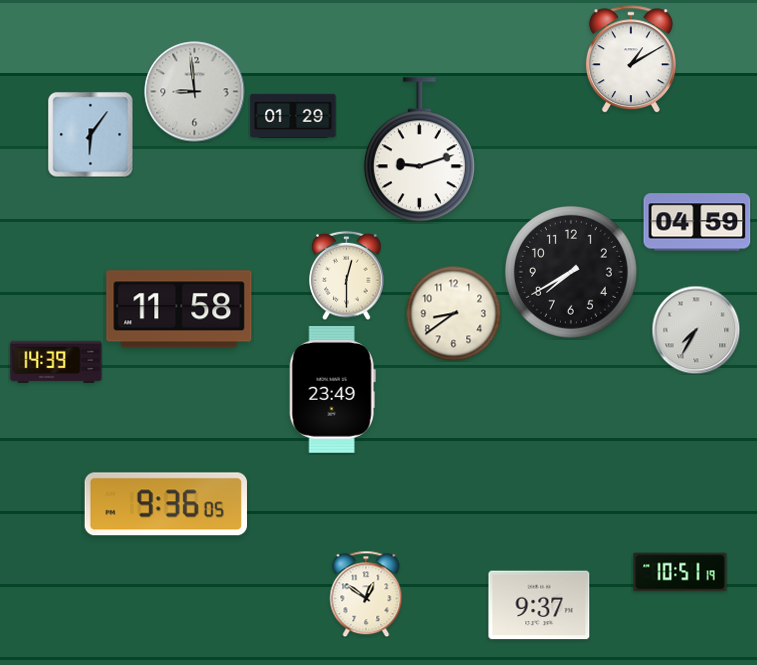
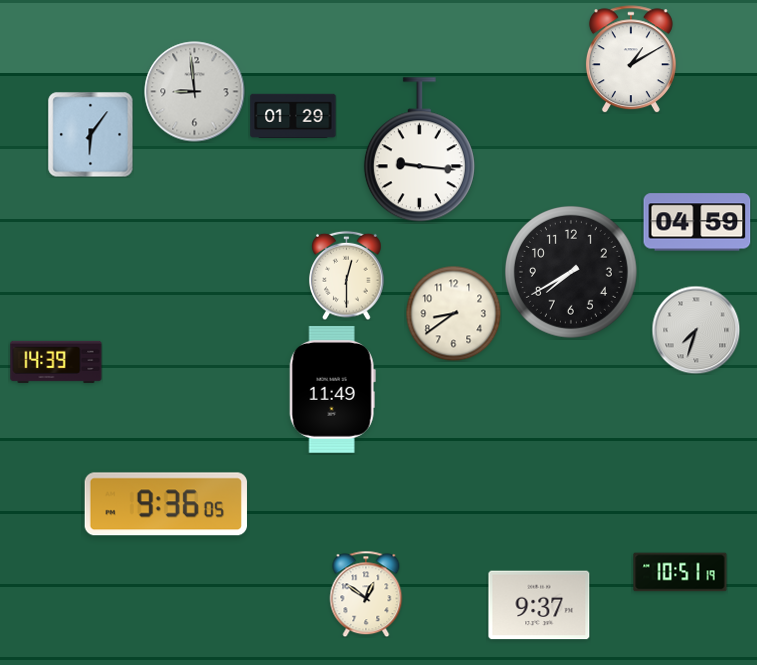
clock at (419, 150): 9:12 -> 9:16
clock at (179, 309): 11:58 -> none
clock at (696, 330): 7:35 -> 7:33
clock at (332, 389): 23:49 -> 11:49
